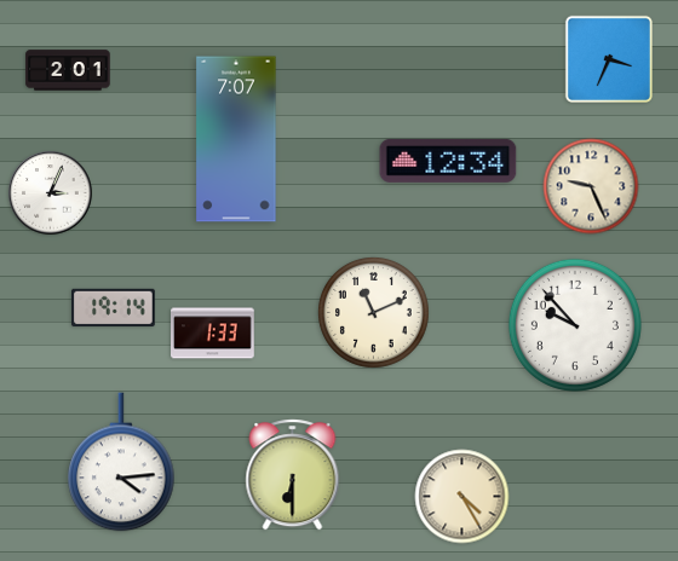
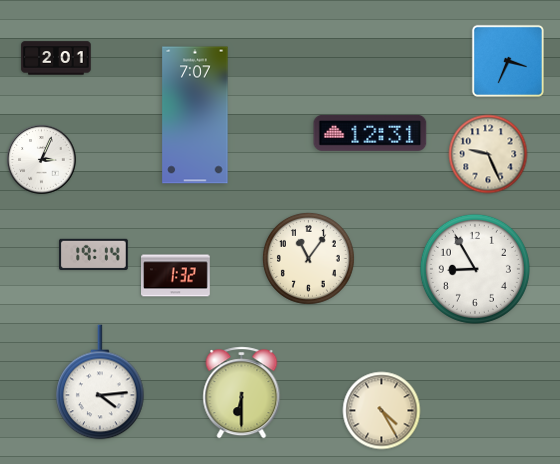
clock at (609, 59) position: (609, 59) -> (508, 61)
clock at (448, 161): 12:34 -> 12:31
clock at (373, 312): 11:11 -> 11:06
clock at (575, 325): 9:53 -> 8:55
clock at (213, 334): 1:33 -> 1:32
